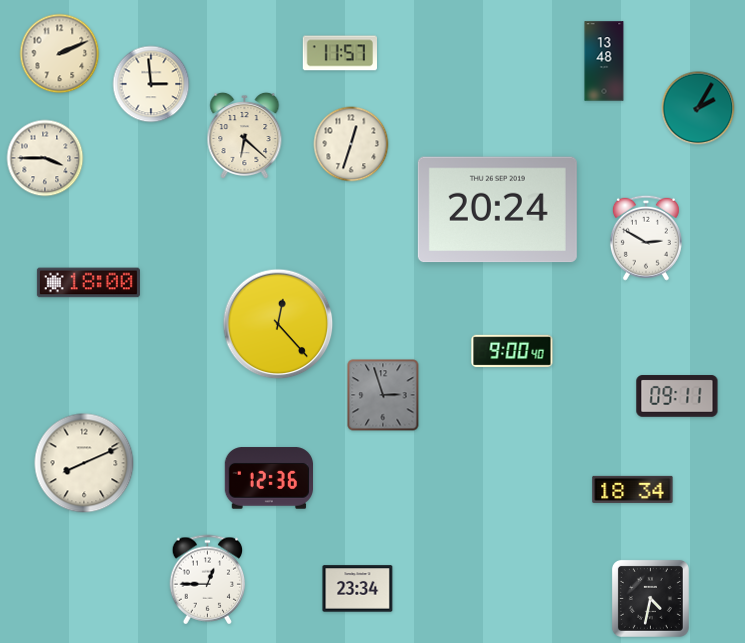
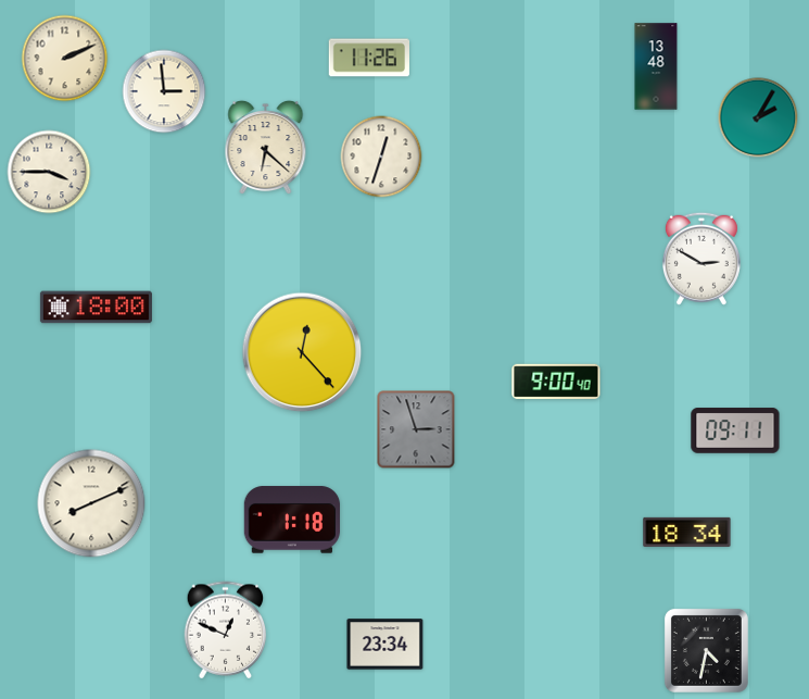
clock at (340, 53): 11:57 -> 11:26
clock at (497, 210): 20:24 -> none
clock at (268, 478): 12:36 -> 1:18
clock at (208, 580): 12:45 -> 12:49
clock at (358, 589) position: (358, 589) -> (385, 645)
